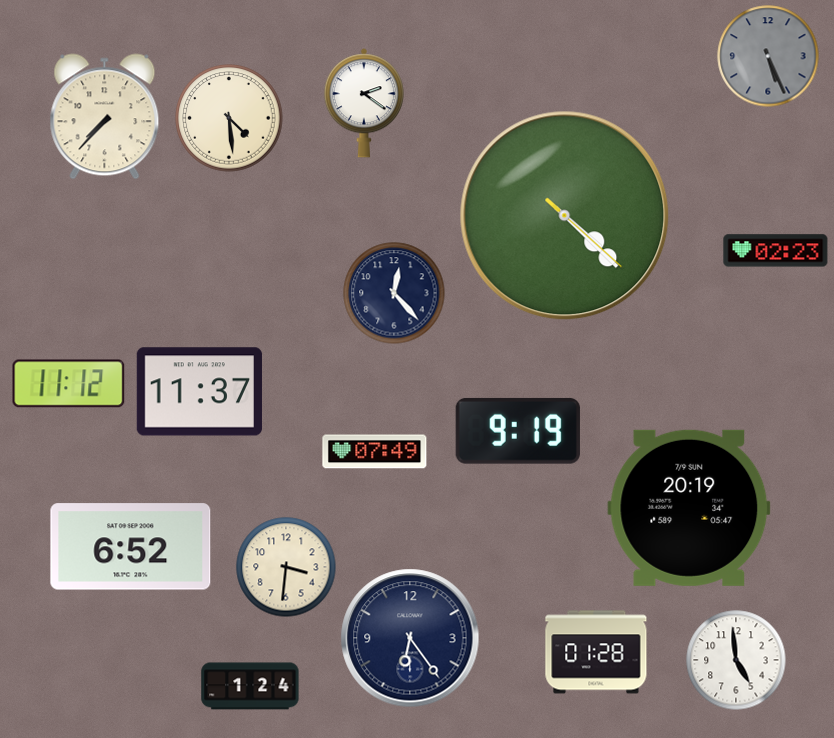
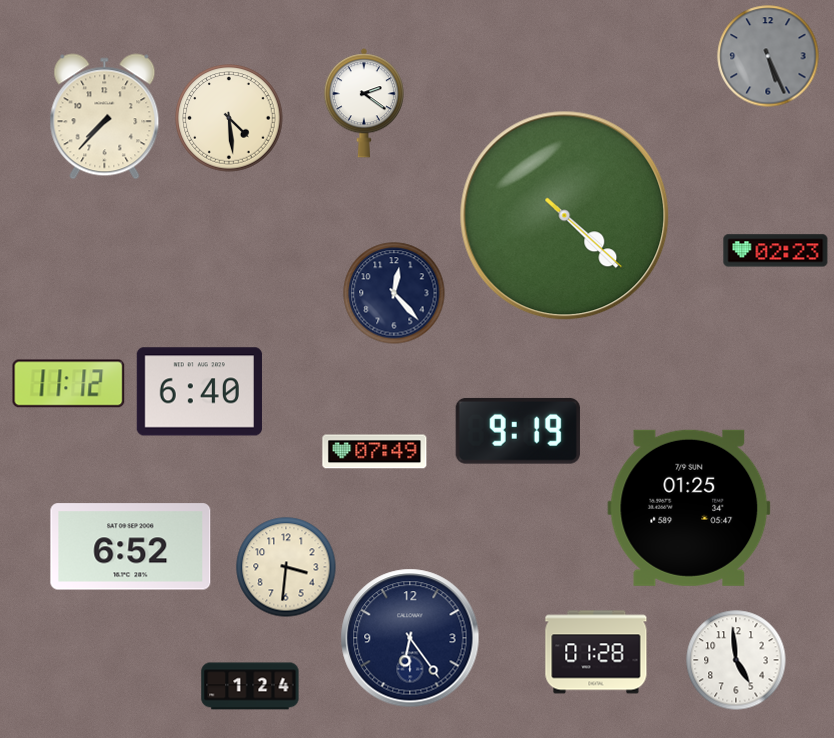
clock at (199, 392): 11:37 -> 6:40
clock at (689, 508): 20:19 -> 01:25
